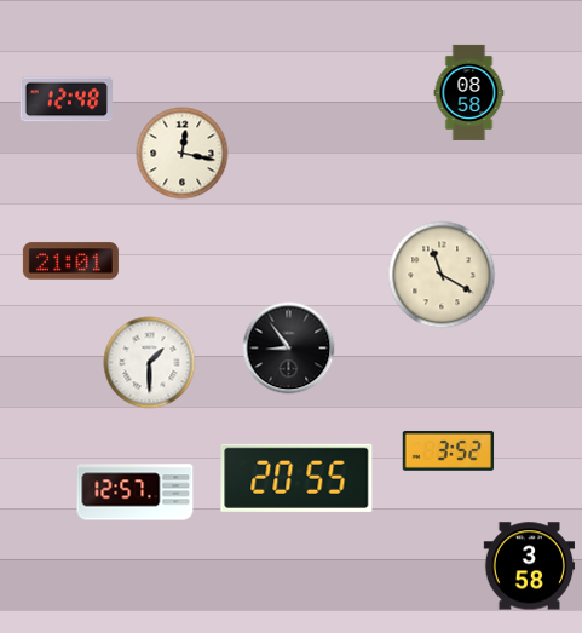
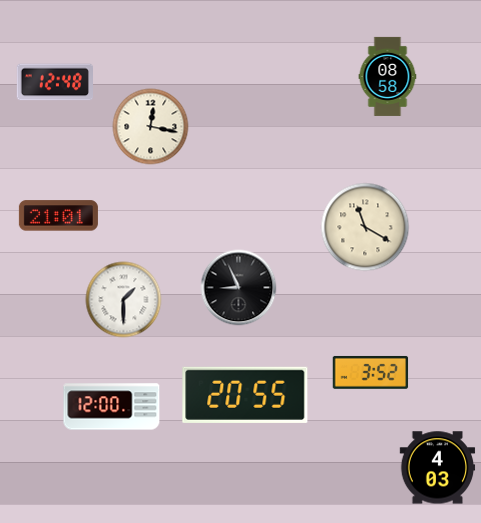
clock at (289, 349): 8:54 -> 8:56
clock at (136, 493): 12:57 -> 12:00
clock at (530, 566): 3:58 -> 4:03
